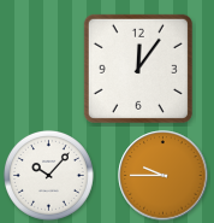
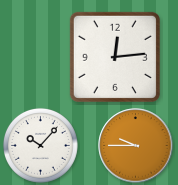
clock at (138, 69): 12:06 -> 12:14
